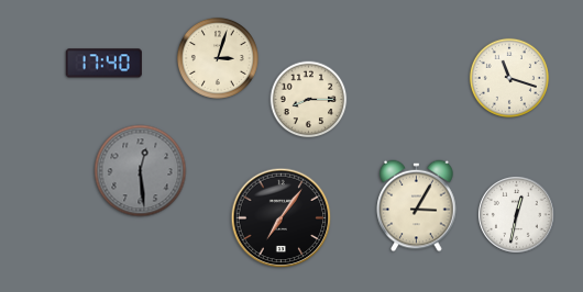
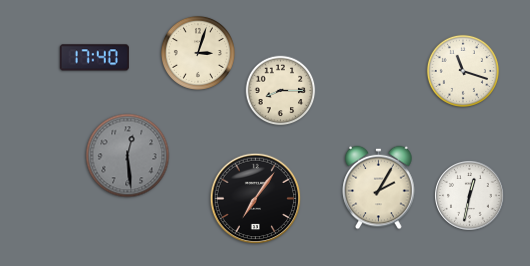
clock at (417, 206): 3:05 -> 2:05
